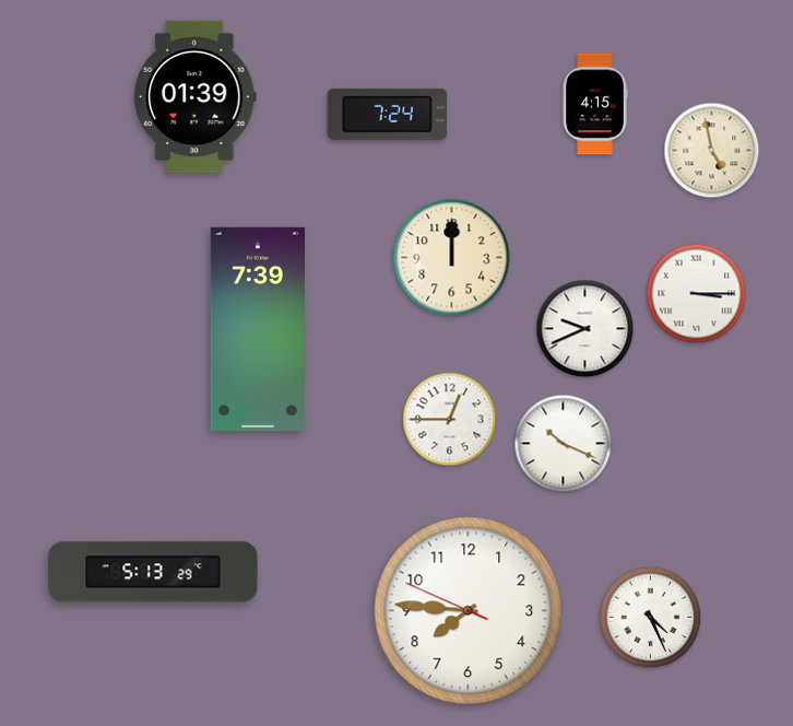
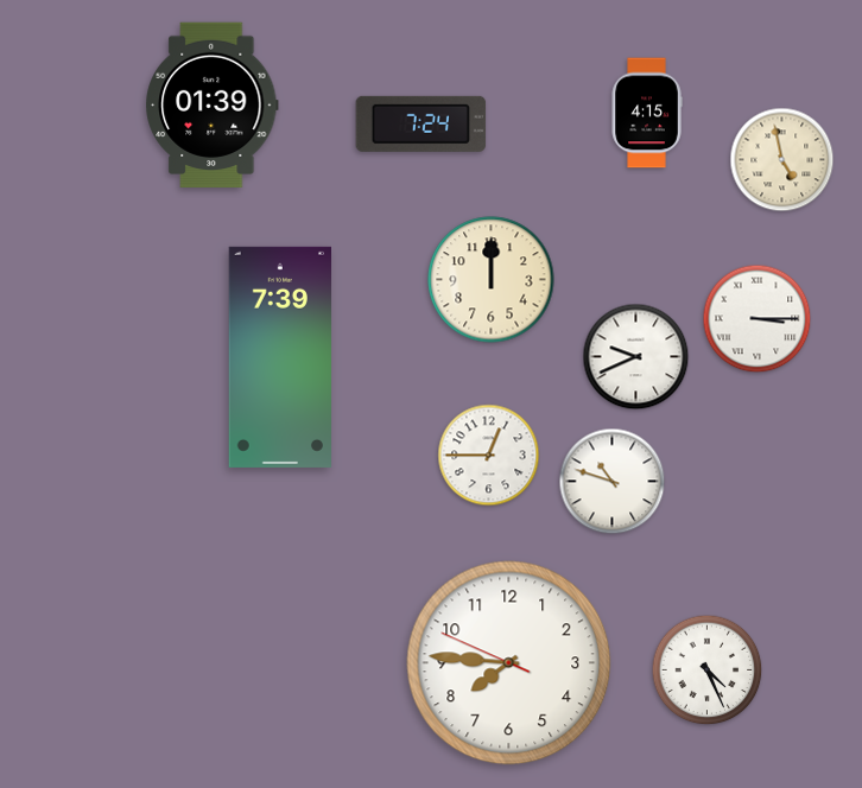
clock at (712, 151) position: (712, 151) -> (782, 160)
clock at (564, 444): 10:19 -> 10:48
clock at (153, 572): 5:13 -> none
